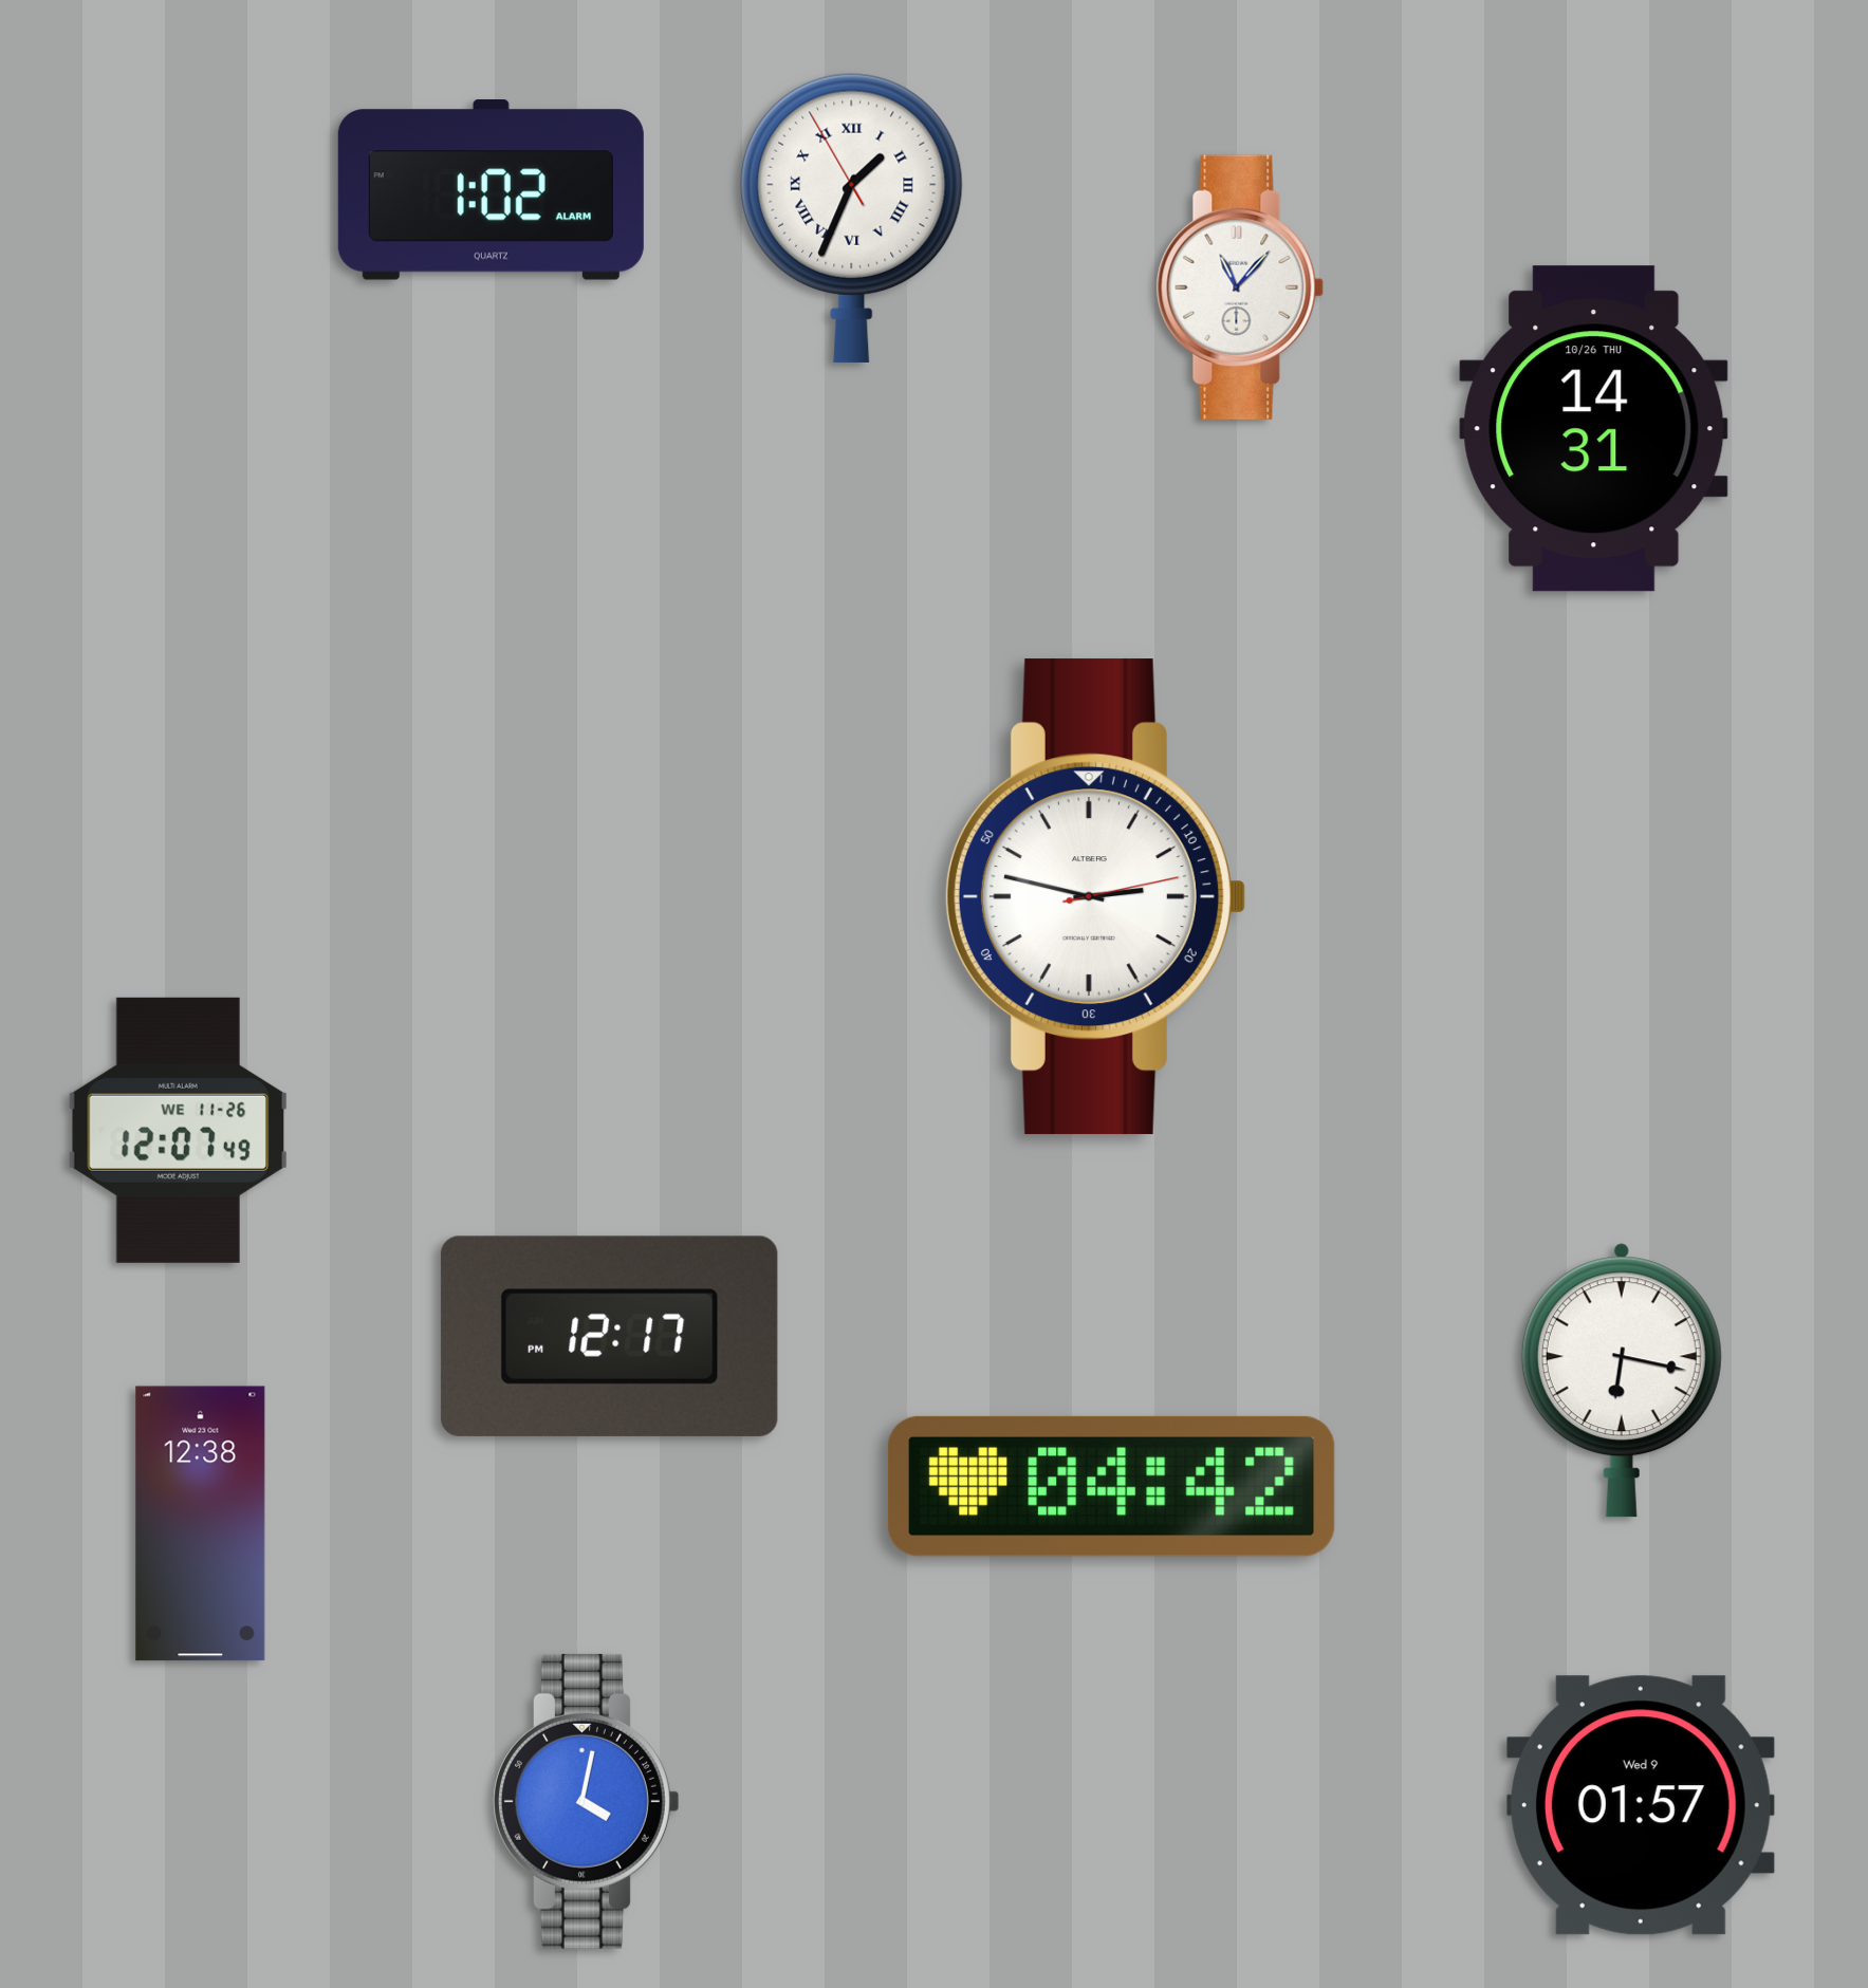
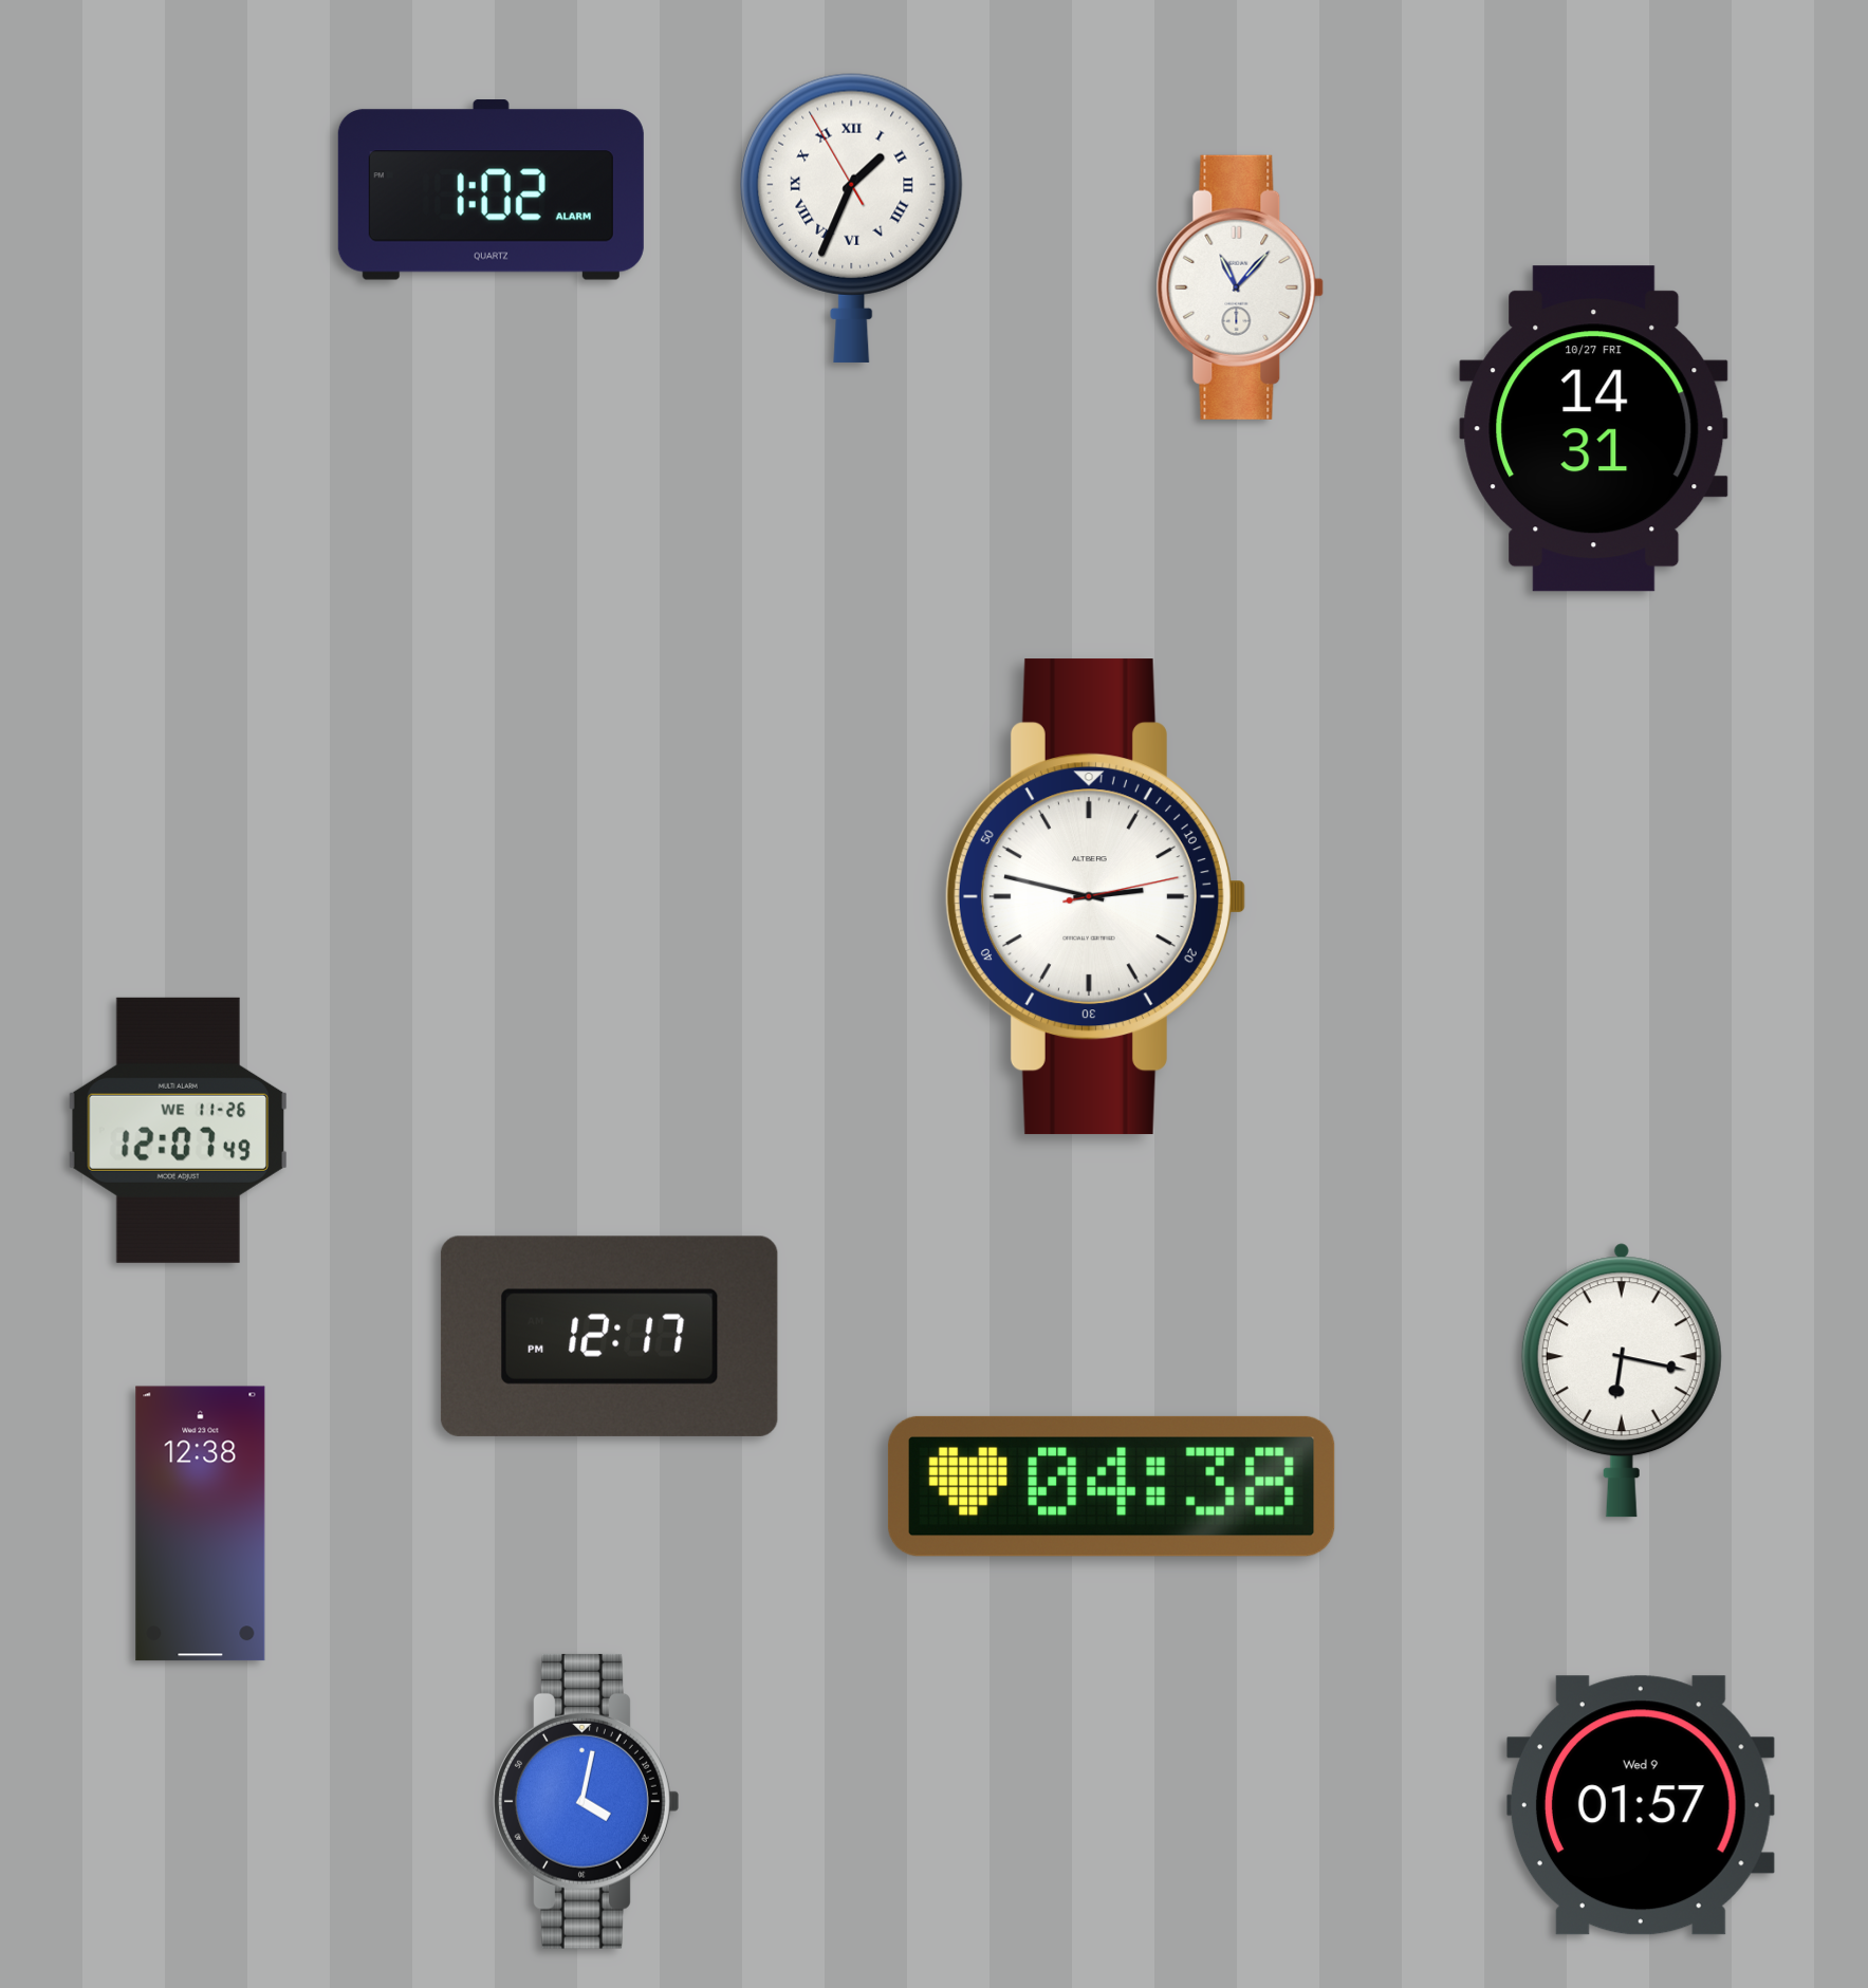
clock at (1594, 429) date: 10/26 THU -> 10/27 FRI
clock at (1111, 1486): 04:42 -> 04:38
